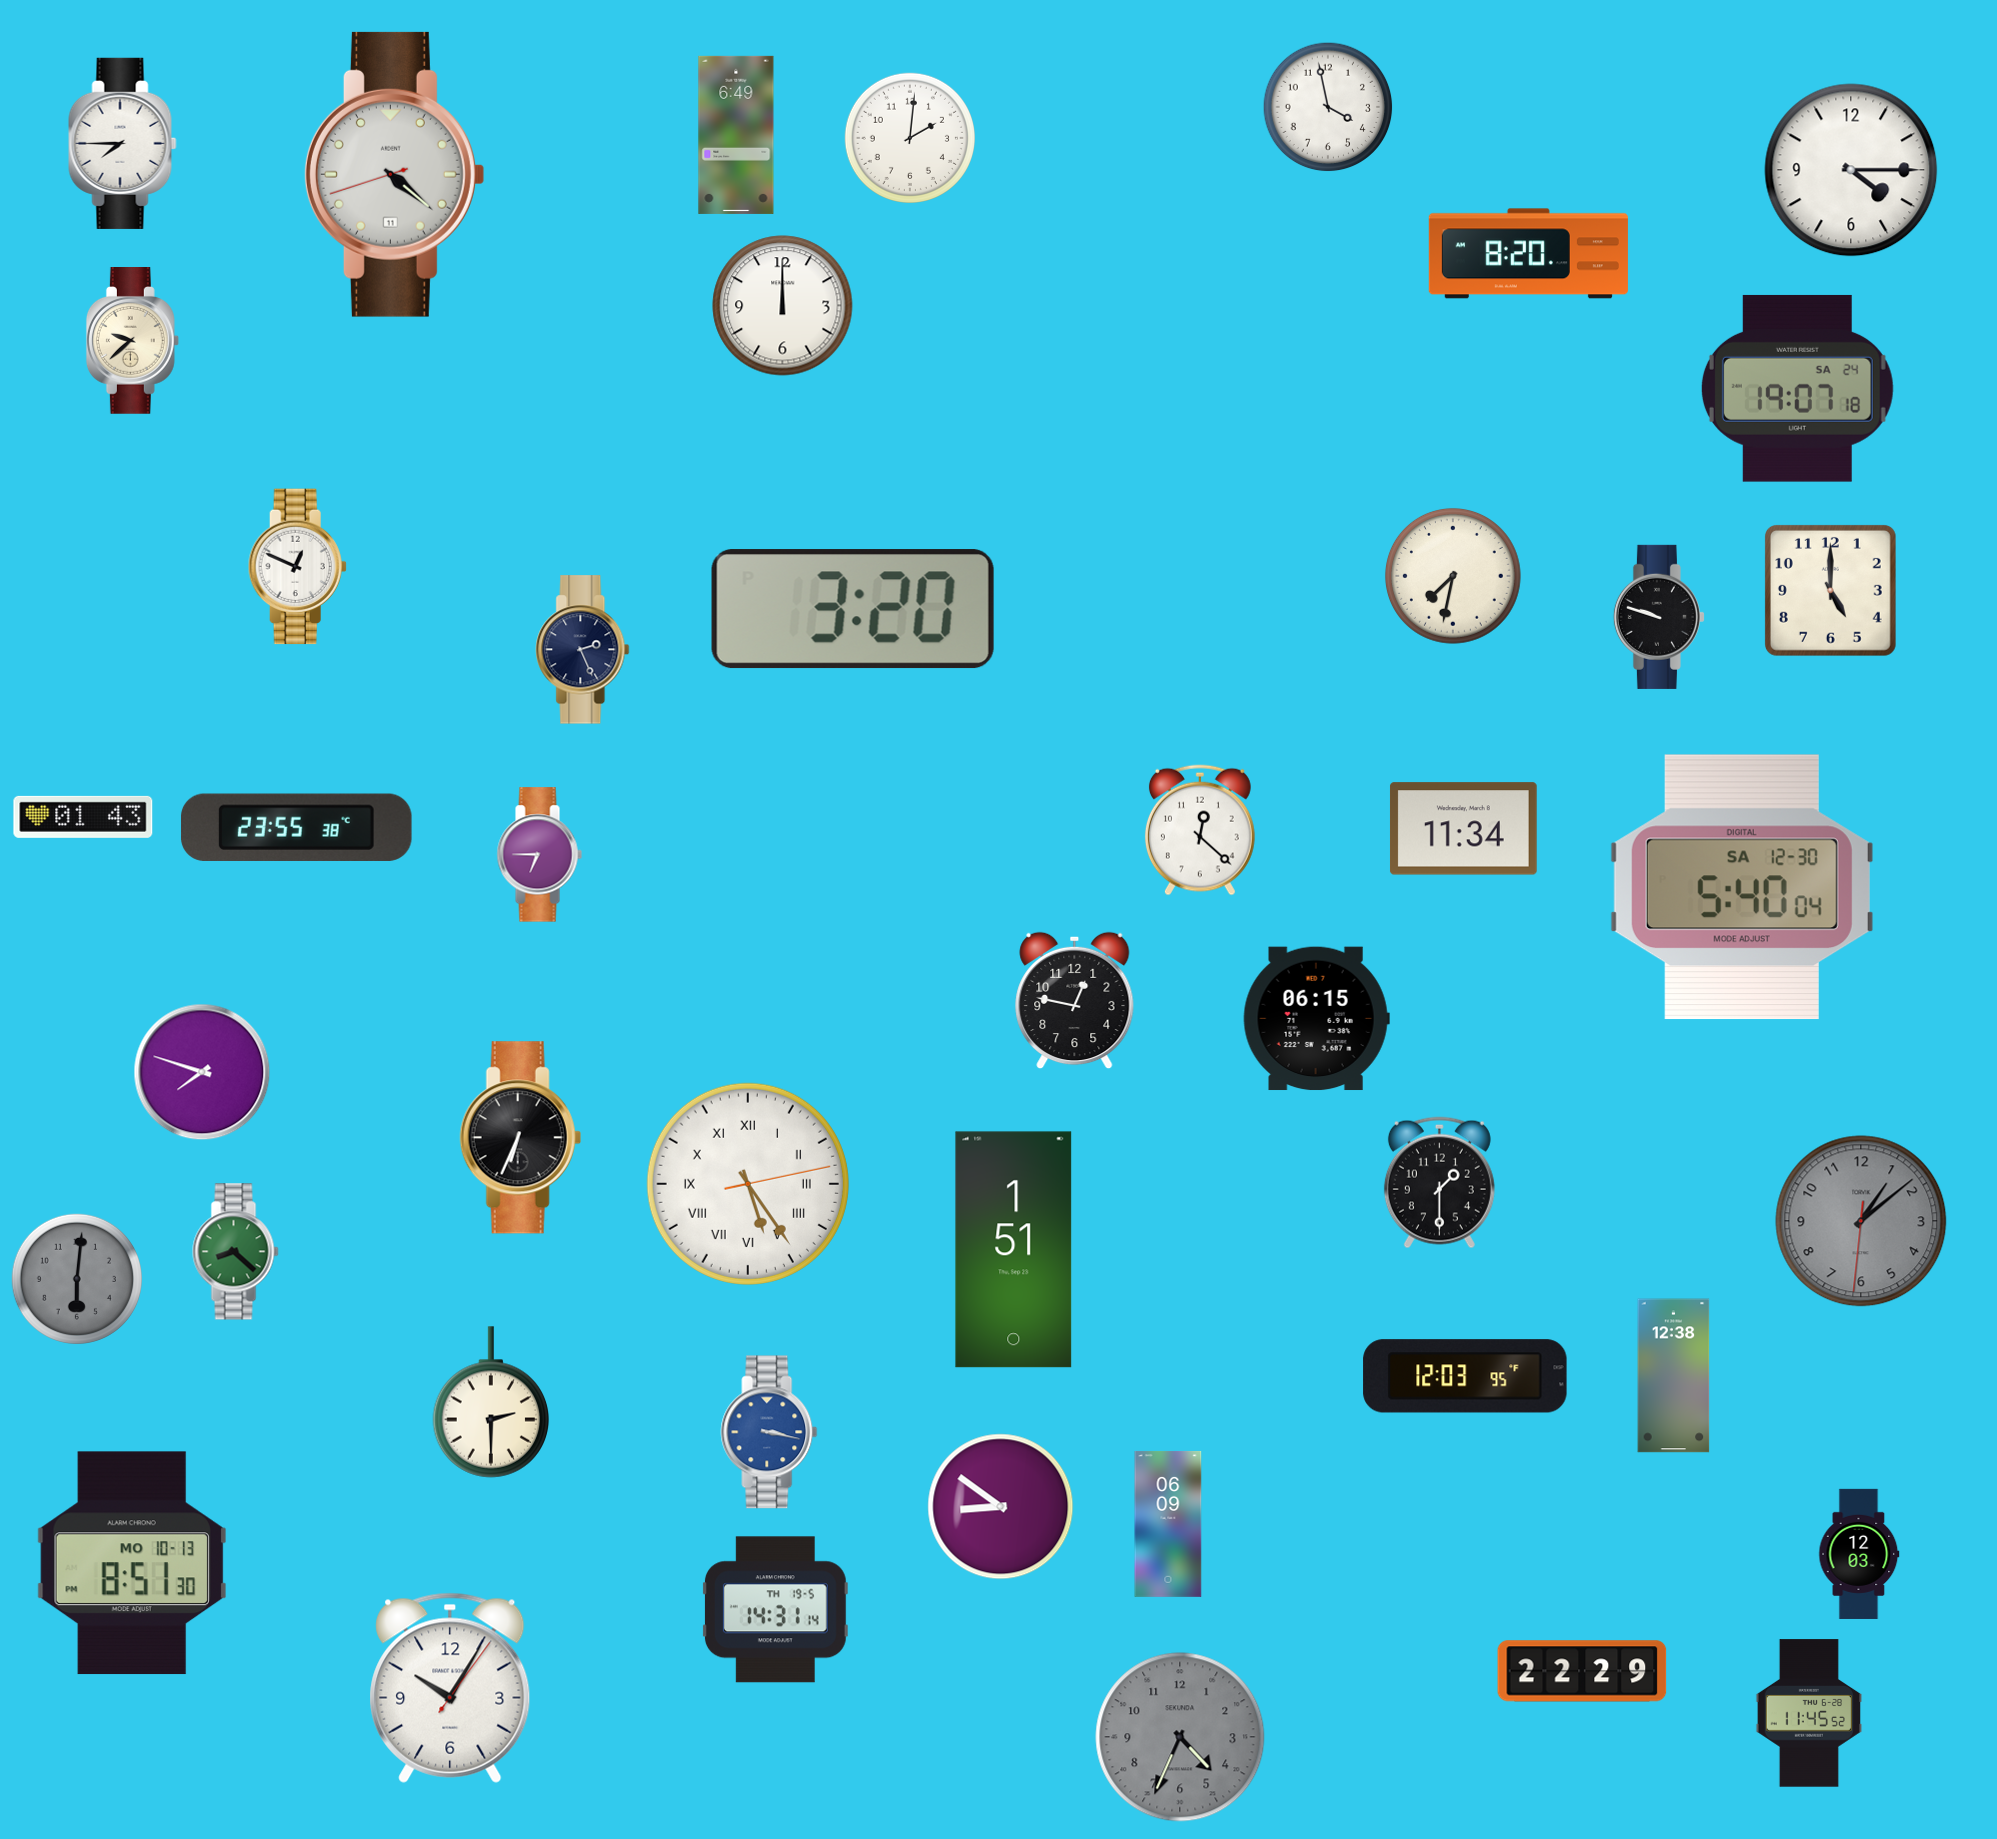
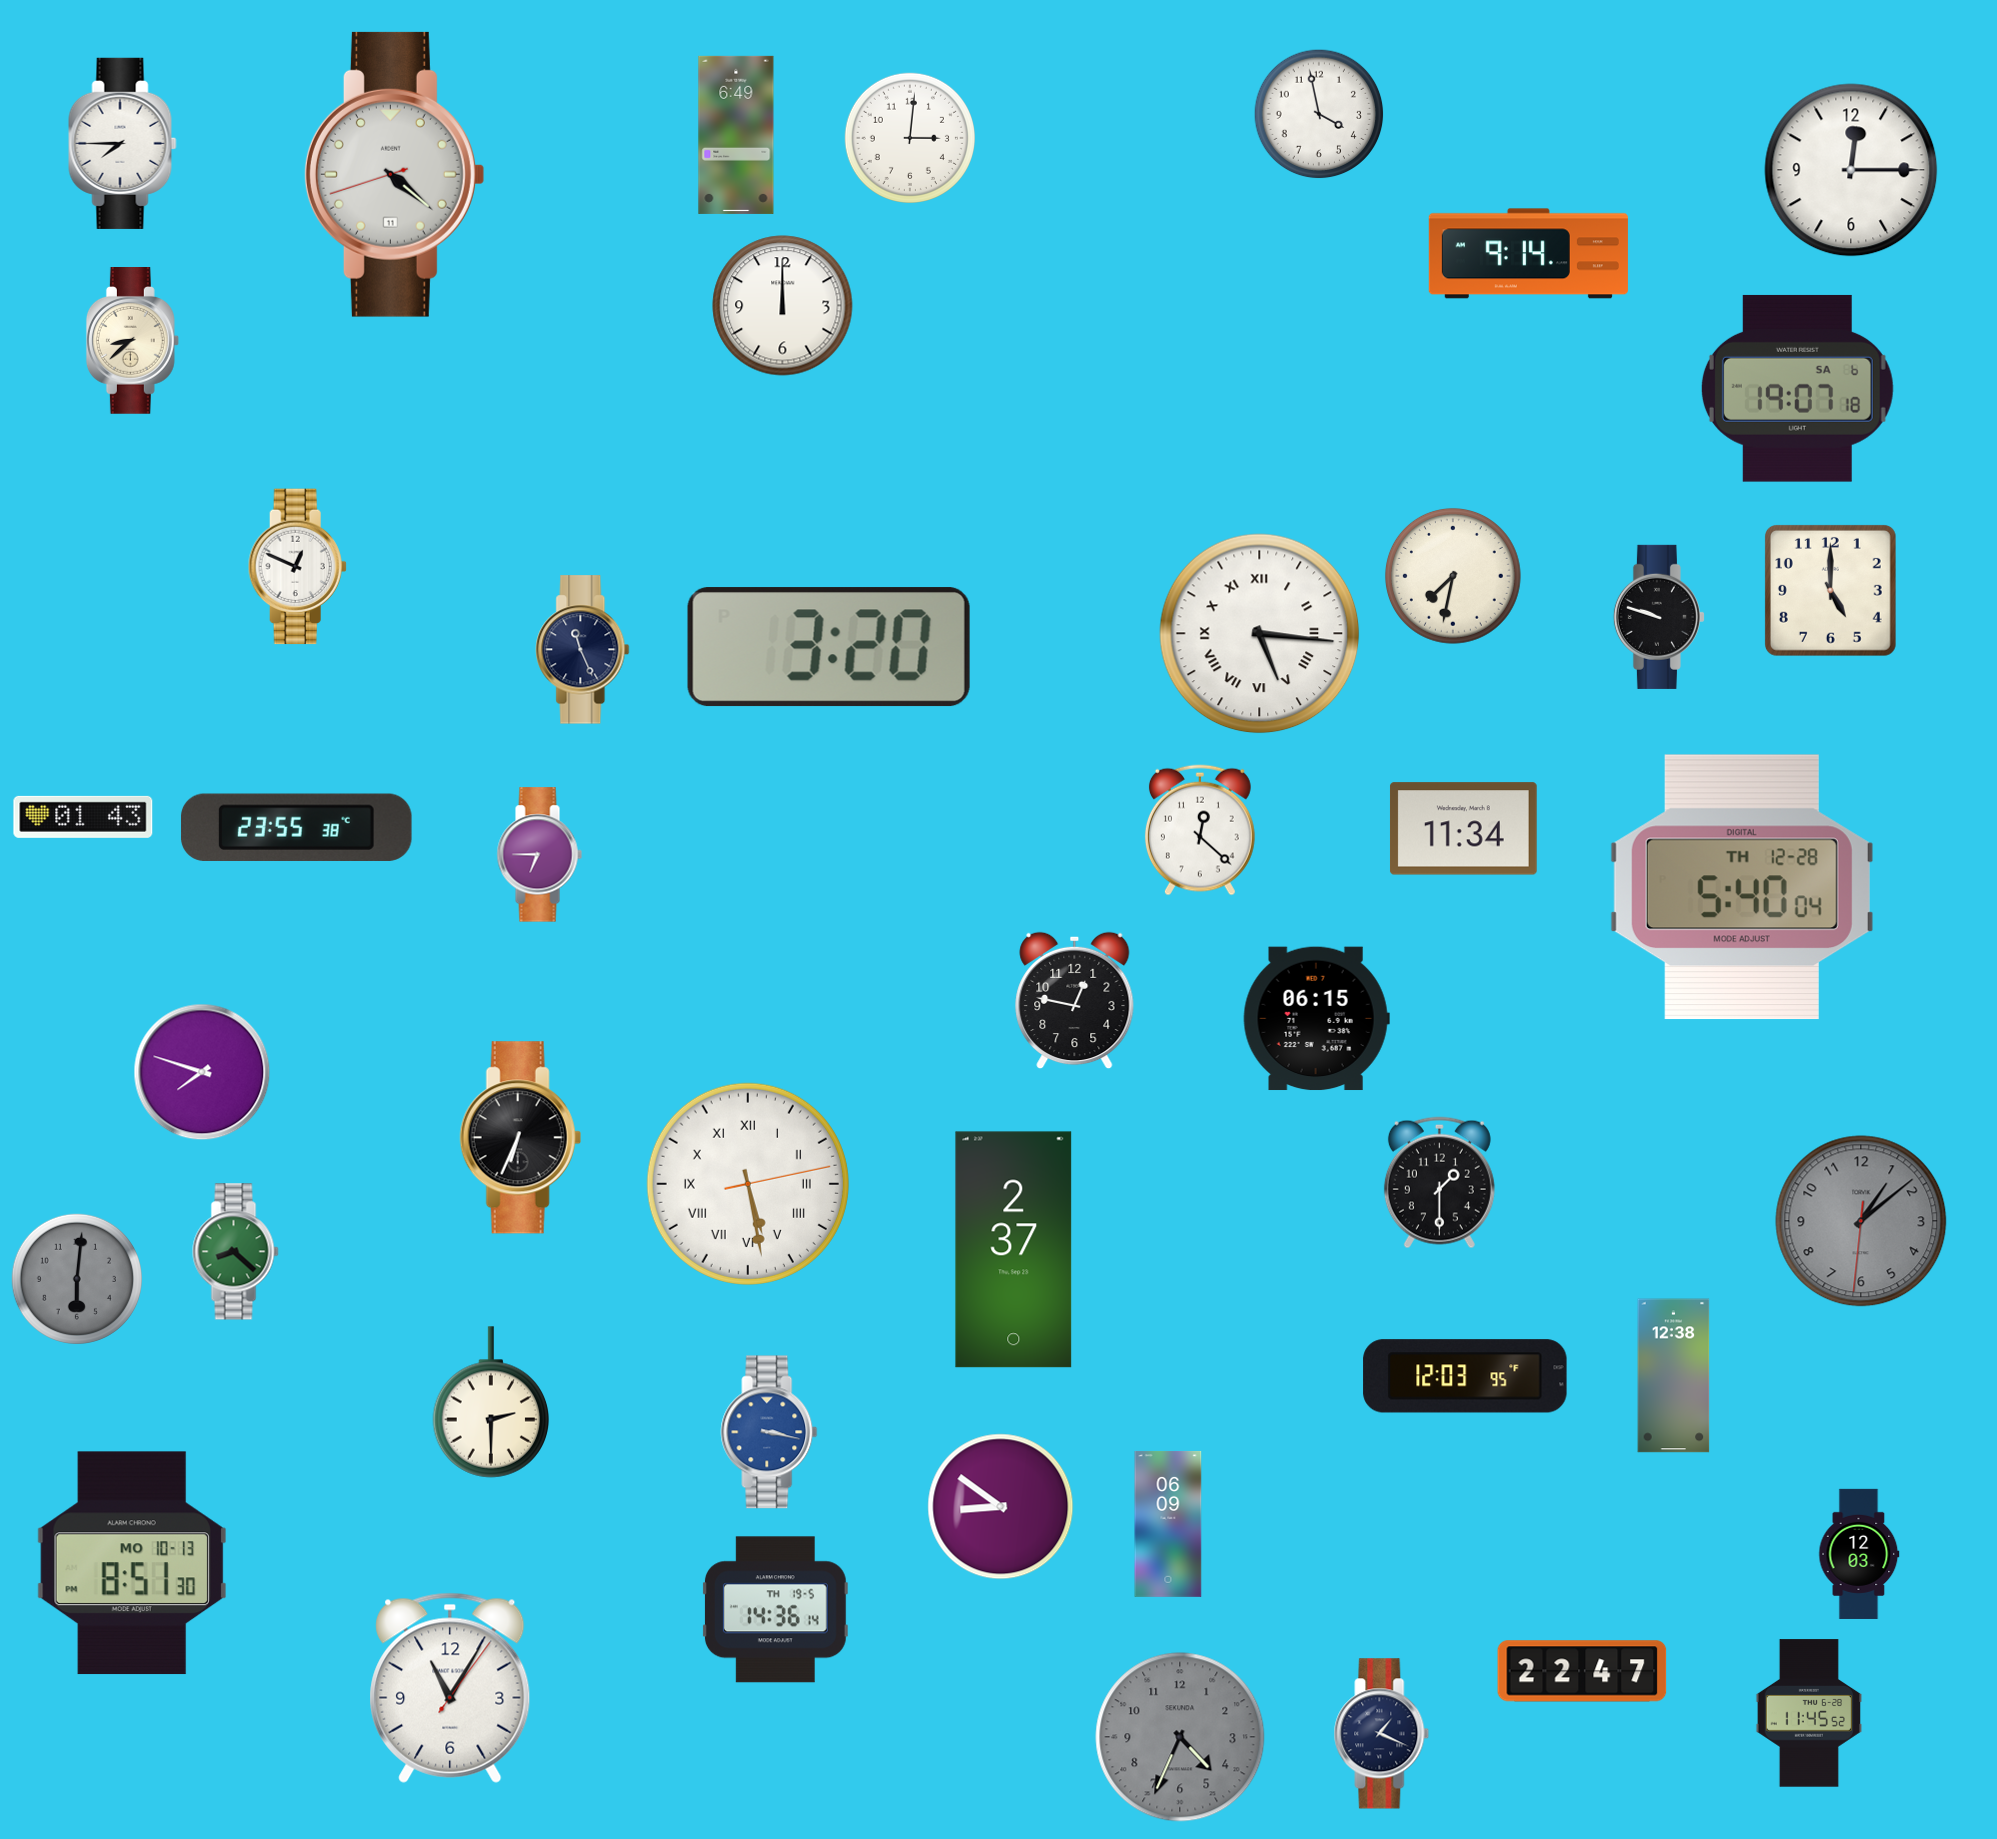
clock at (1328, 107) position: (1328, 107) -> (1319, 114)
clock at (910, 138): 2:01 -> 3:01
clock at (1851, 170): 4:15 -> 12:15
clock at (1528, 254): 8:20 -> 9:14
clock at (132, 341): 9:38 -> 8:38
clock at (1797, 388) date: SA 24 -> SA 6
clock at (853, 609) position: (853, 609) -> (829, 647)
clock at (1260, 634): none -> 5:16
clock at (583, 650): 2:26 -> 11:26
clock at (1742, 887) date: SA 12-30 -> TH 12-28
clock at (748, 1184): 5:24 -> 5:28
clock at (1014, 1250): 1:51 -> 2:37
clock at (775, 1610): 14:31 -> 14:36
clock at (1582, 1671): 22:29 -> 22:47
clock at (450, 1688): 10:05 -> 11:05
clock at (1382, 1734): none -> 1:19
